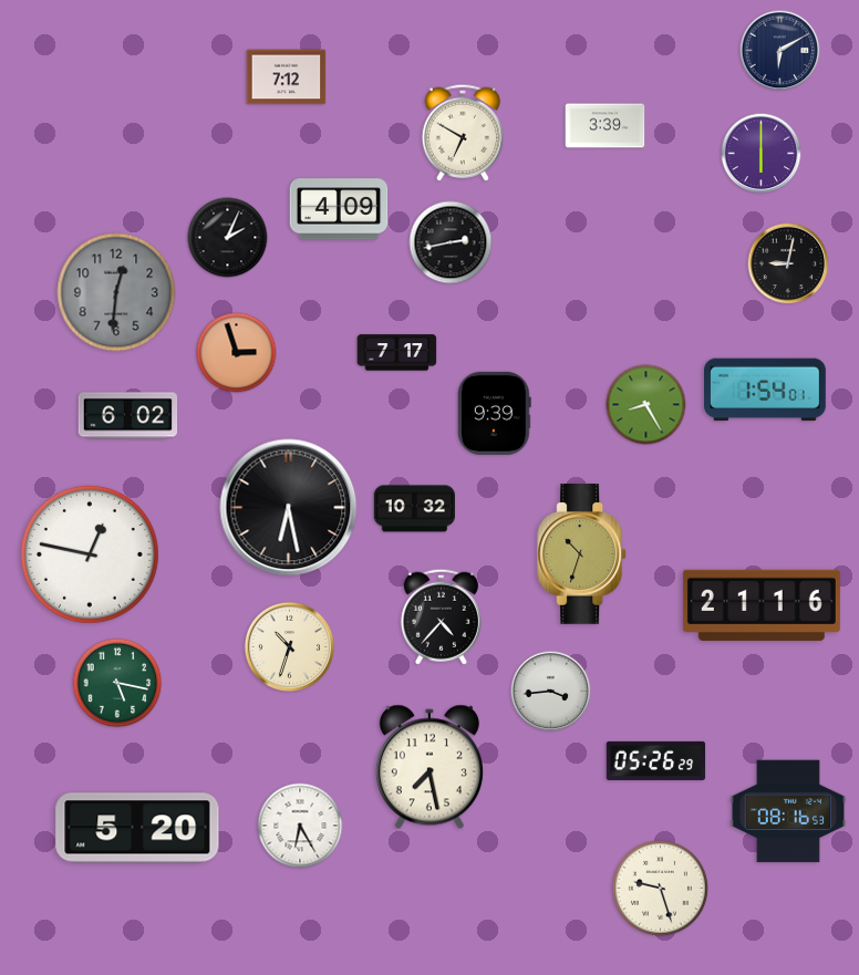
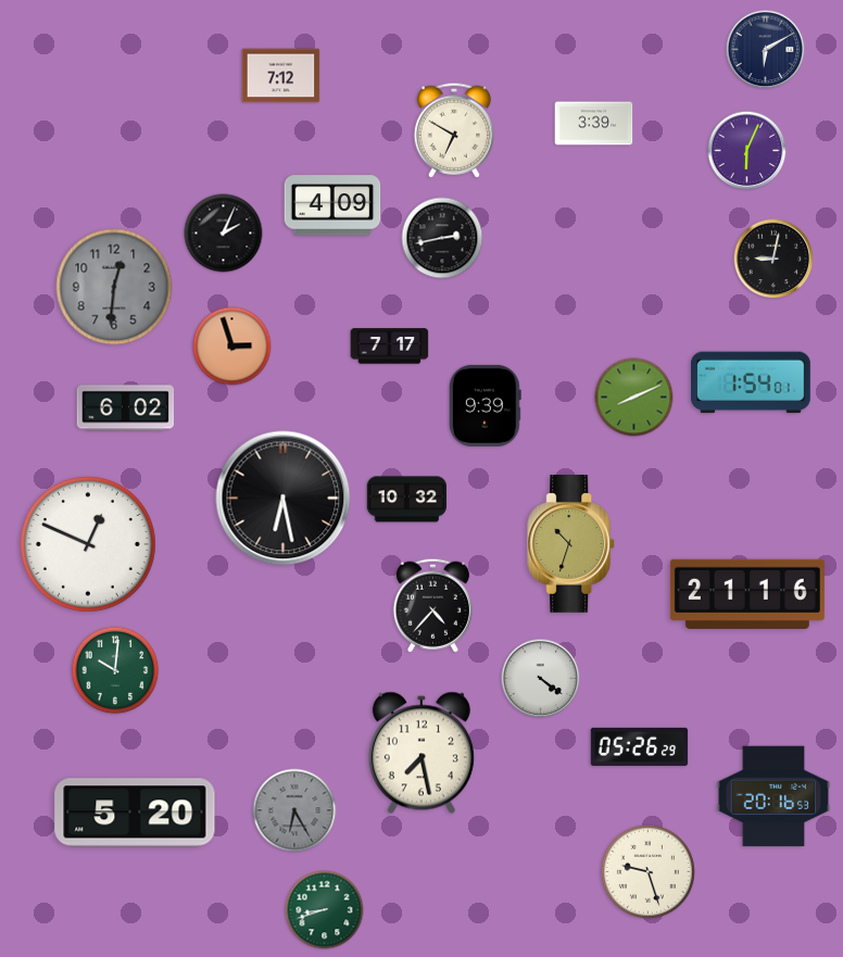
clock at (762, 154): 6:00 -> 6:04
clock at (646, 405): 8:25 -> 8:11
clock at (90, 554): 12:47 -> 12:49
clock at (289, 646): 10:33 -> none
clock at (117, 683): 5:17 -> 10:01
clock at (551, 692): 3:44 -> 4:21
clock at (656, 760) position: (656, 760) -> (640, 746)
clock at (788, 811): 08:16 -> 20:16
clock at (300, 826) dial: white -> grey
clock at (325, 910): none -> 8:42
